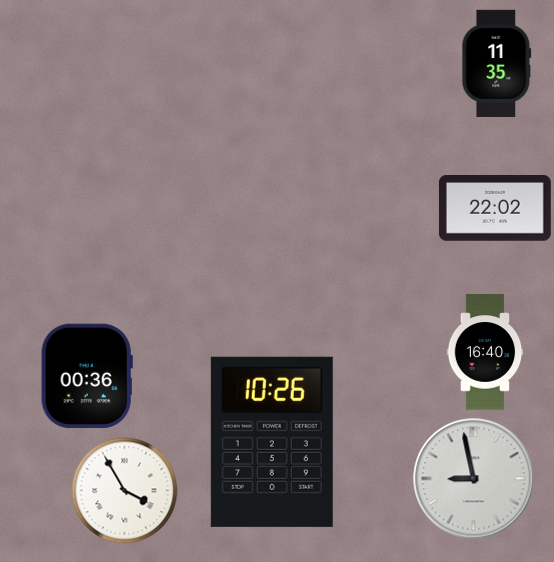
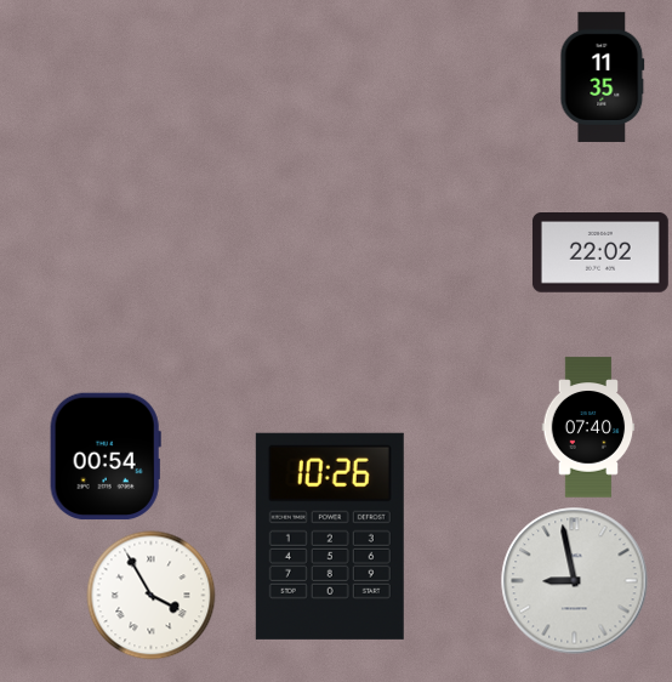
clock at (485, 352): 16:40 -> 07:40
clock at (87, 376): 00:36 -> 00:54
